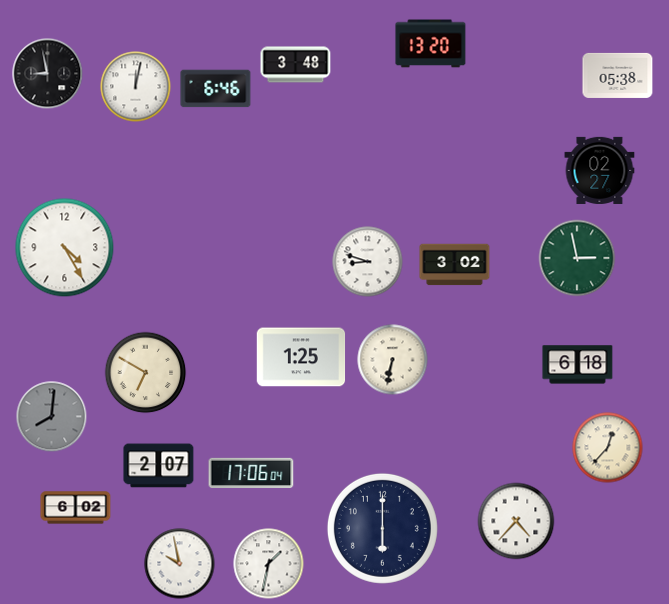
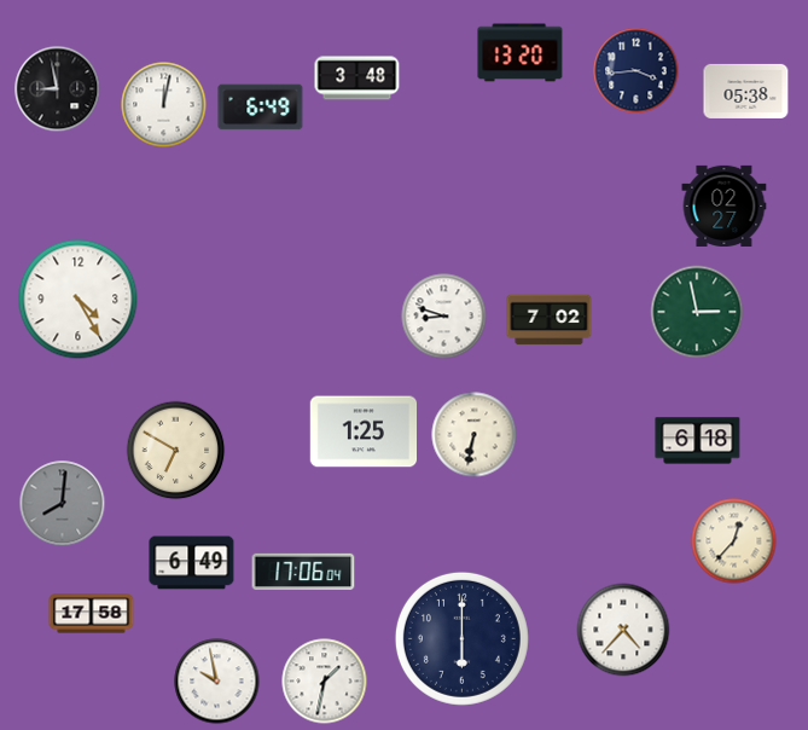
clock at (636, 71): none -> 3:44
clock at (216, 89): 6:46 -> 6:49
clock at (455, 265): 3:02 -> 7:02
clock at (159, 466): 2:07 -> 6:49
clock at (76, 508): 6:02 -> 17:58
